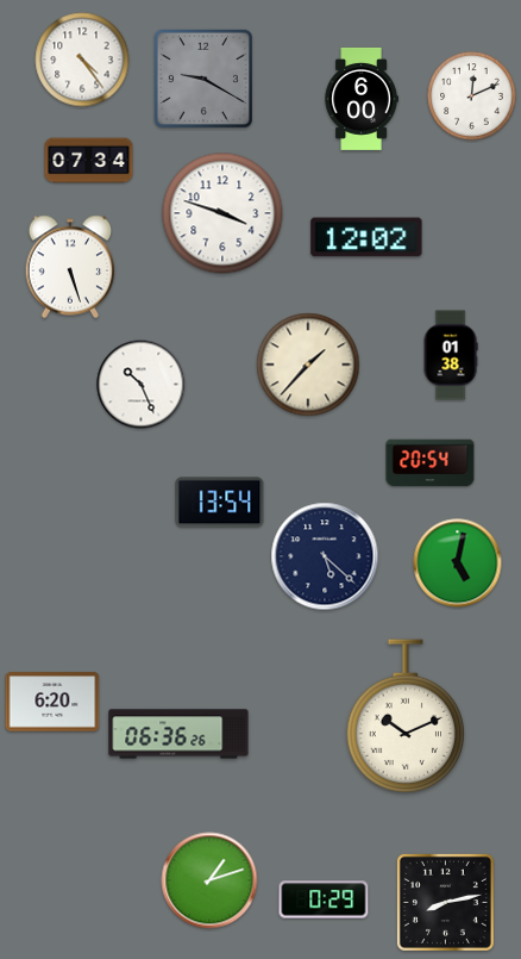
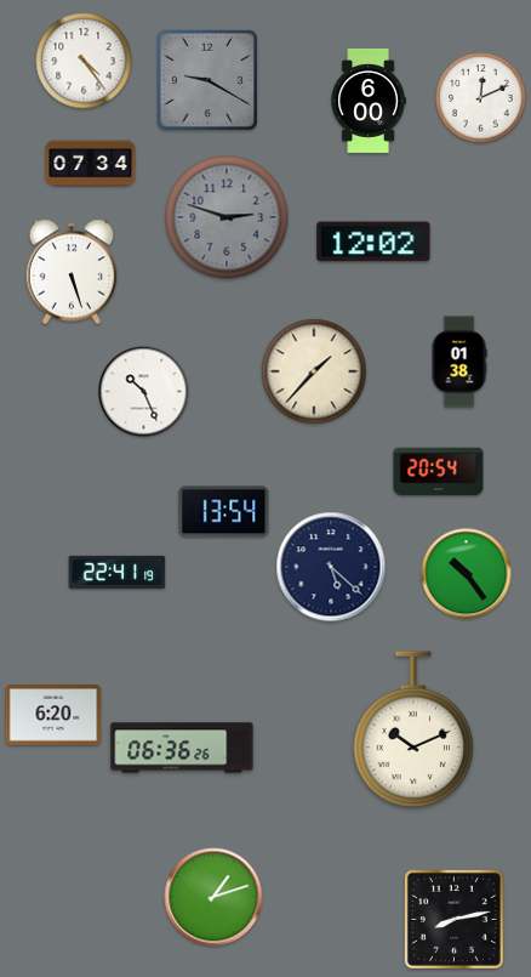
clock at (222, 213): 3:48 -> 2:48
clock at (222, 213) dial: white -> grey
clock at (118, 572): none -> 22:41
clock at (458, 563): 5:02 -> 10:24
clock at (324, 899): 0:29 -> none
